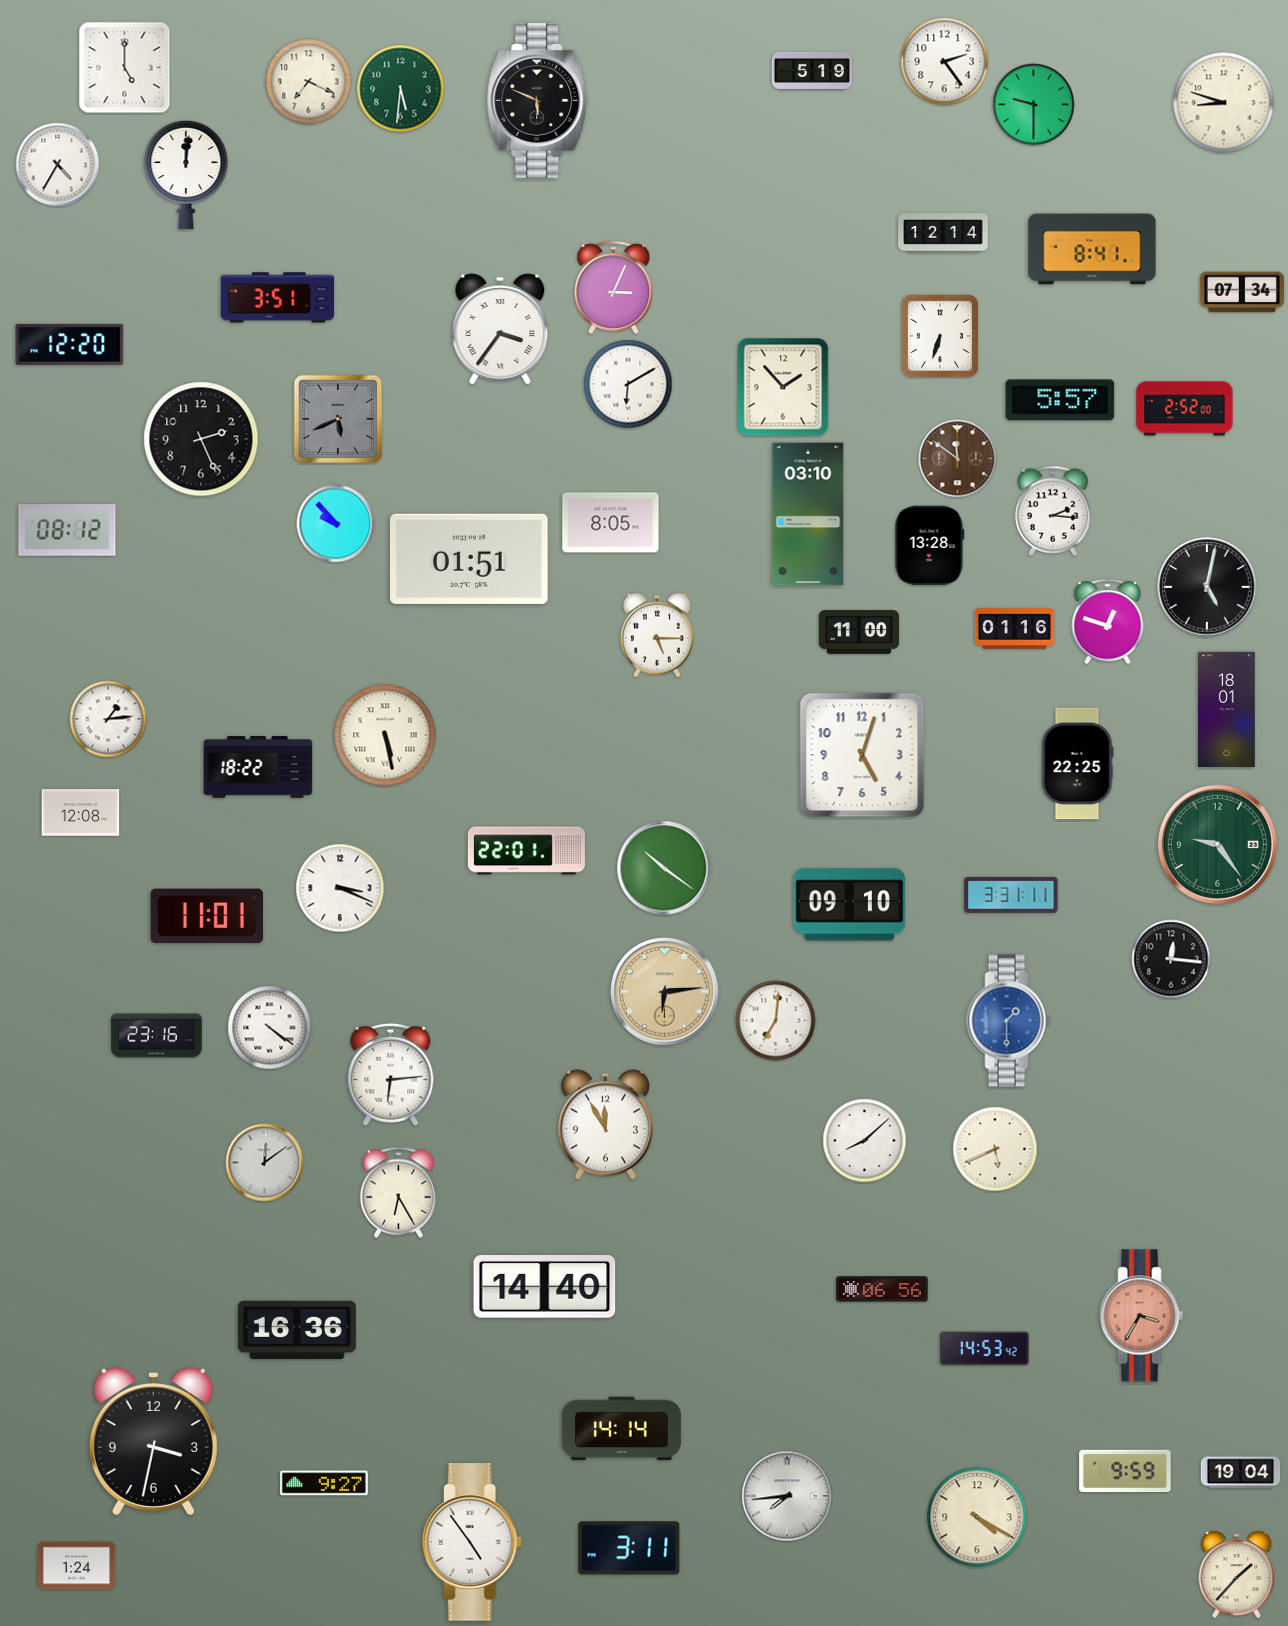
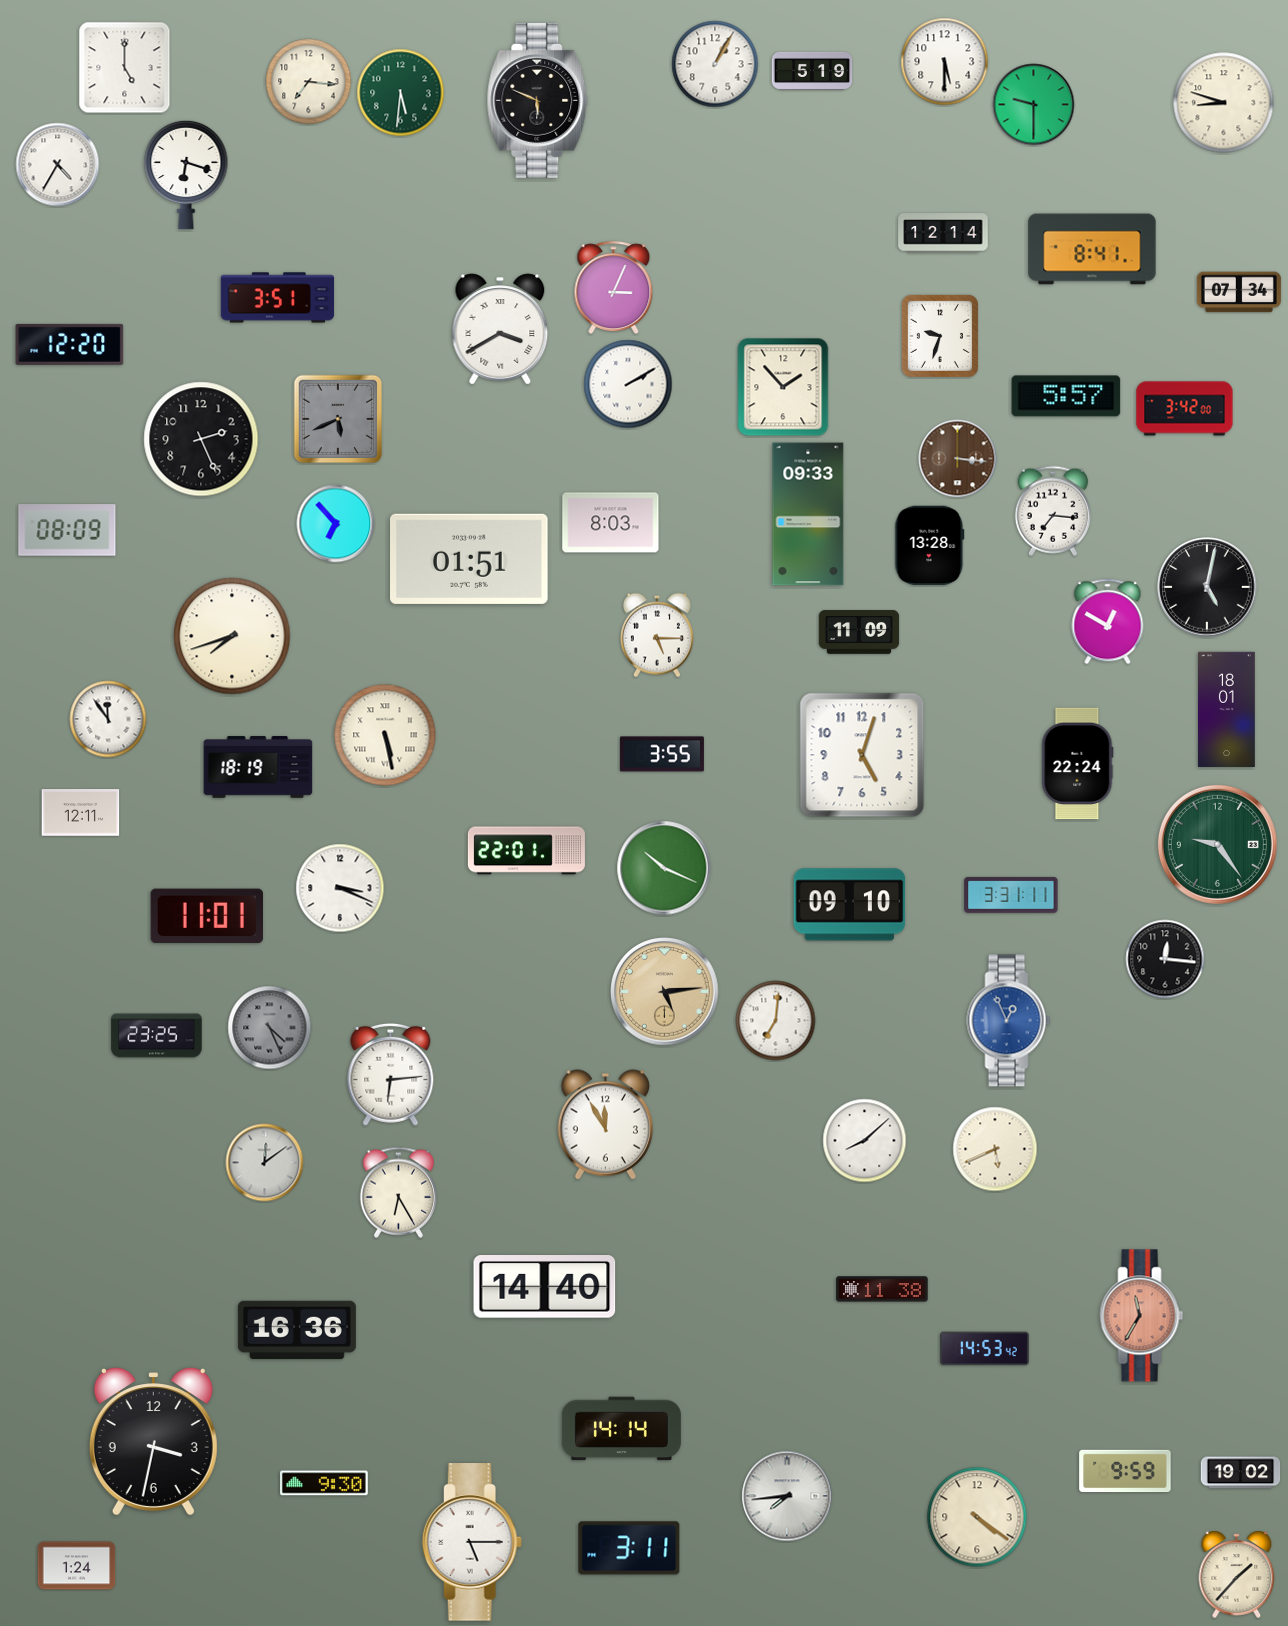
clock at (945, 62): 2:24 -> 5:30
clock at (715, 64): none -> 1:05
clock at (309, 82): 7:19 -> 7:16
clock at (401, 89) position: (401, 89) -> (401, 93)
clock at (186, 175): 12:01 -> 6:18
clock at (1242, 292) position: (1242, 292) -> (1239, 292)
clock at (500, 329): 3:36 -> 3:40
clock at (940, 336): 6:33 -> 9:33
clock at (628, 384): 6:10 -> 2:10
clock at (1060, 400) position: (1060, 400) -> (1066, 396)
clock at (1185, 409): 2:52 -> 3:42
clock at (958, 459): 11:51 -> 3:16
clock at (1053, 511): 2:16 -> 7:16
clock at (808, 514): 03:10 -> 09:33
clock at (611, 523): 8:05 -> 8:03
clock at (336, 524): 9:53 -> 6:53
clock at (67, 530): 08:12 -> 08:09
clock at (1108, 622): 12:48 -> 12:50
clock at (1015, 629): 01:16 -> none
clock at (859, 632): 11:00 -> 11:09
clock at (232, 636): none -> 7:42
clock at (108, 719): 1:14 -> 11:54
clock at (662, 754): none -> 3:55
clock at (1078, 764): 22:25 -> 22:24
clock at (258, 767): 18:22 -> 18:19
clock at (81, 813): 12:08 -> 12:11
clock at (664, 868): 10:21 -> 10:19
clock at (1171, 959) position: (1171, 959) -> (1165, 959)
clock at (665, 992): 6:14 -> 5:14
clock at (1009, 1021): 1:30 -> 12:56
clock at (270, 1028): 4:21 -> 4:26
clock at (270, 1028) dial: white -> grey
clock at (157, 1036): 23:16 -> 23:25
clock at (882, 1289): 06:56 -> 11:38
clock at (1142, 1316): 3:35 -> 11:35
clock at (1241, 1473): 19:04 -> 19:02
clock at (325, 1483): 9:27 -> 9:30
clock at (977, 1517): 4:20 -> 4:21
clock at (472, 1542): 4:54 -> 5:15
